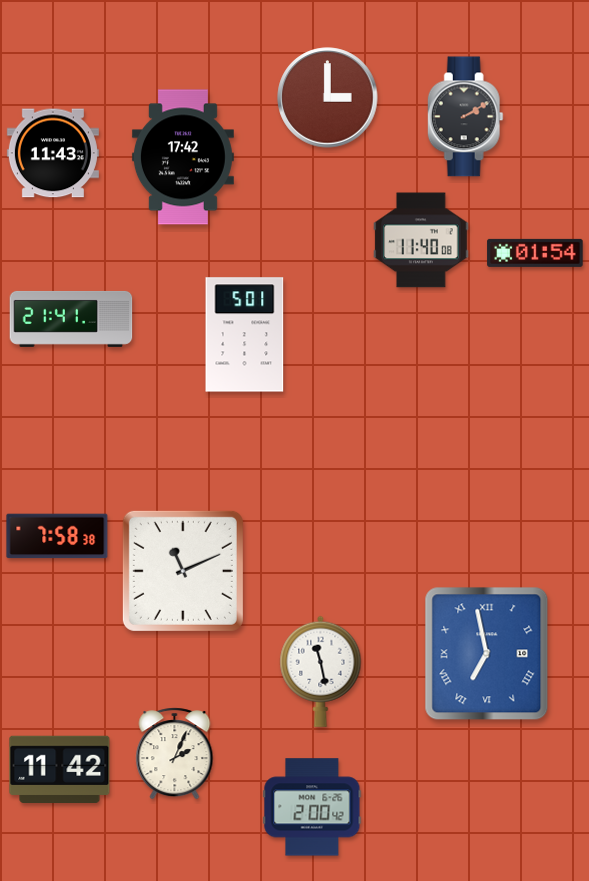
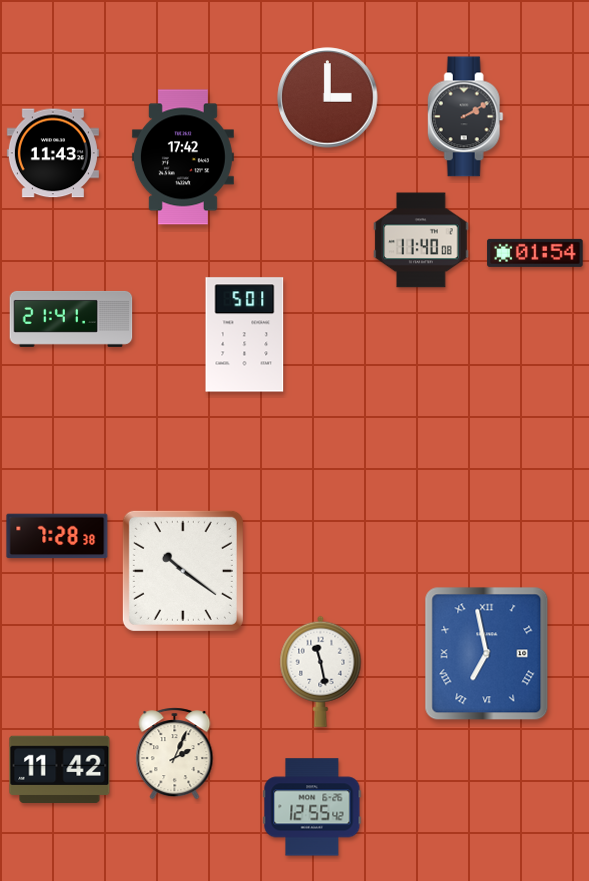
clock at (57, 536): 7:58 -> 7:28
clock at (183, 571): 11:11 -> 10:21
clock at (312, 807): 2:00 -> 12:55
